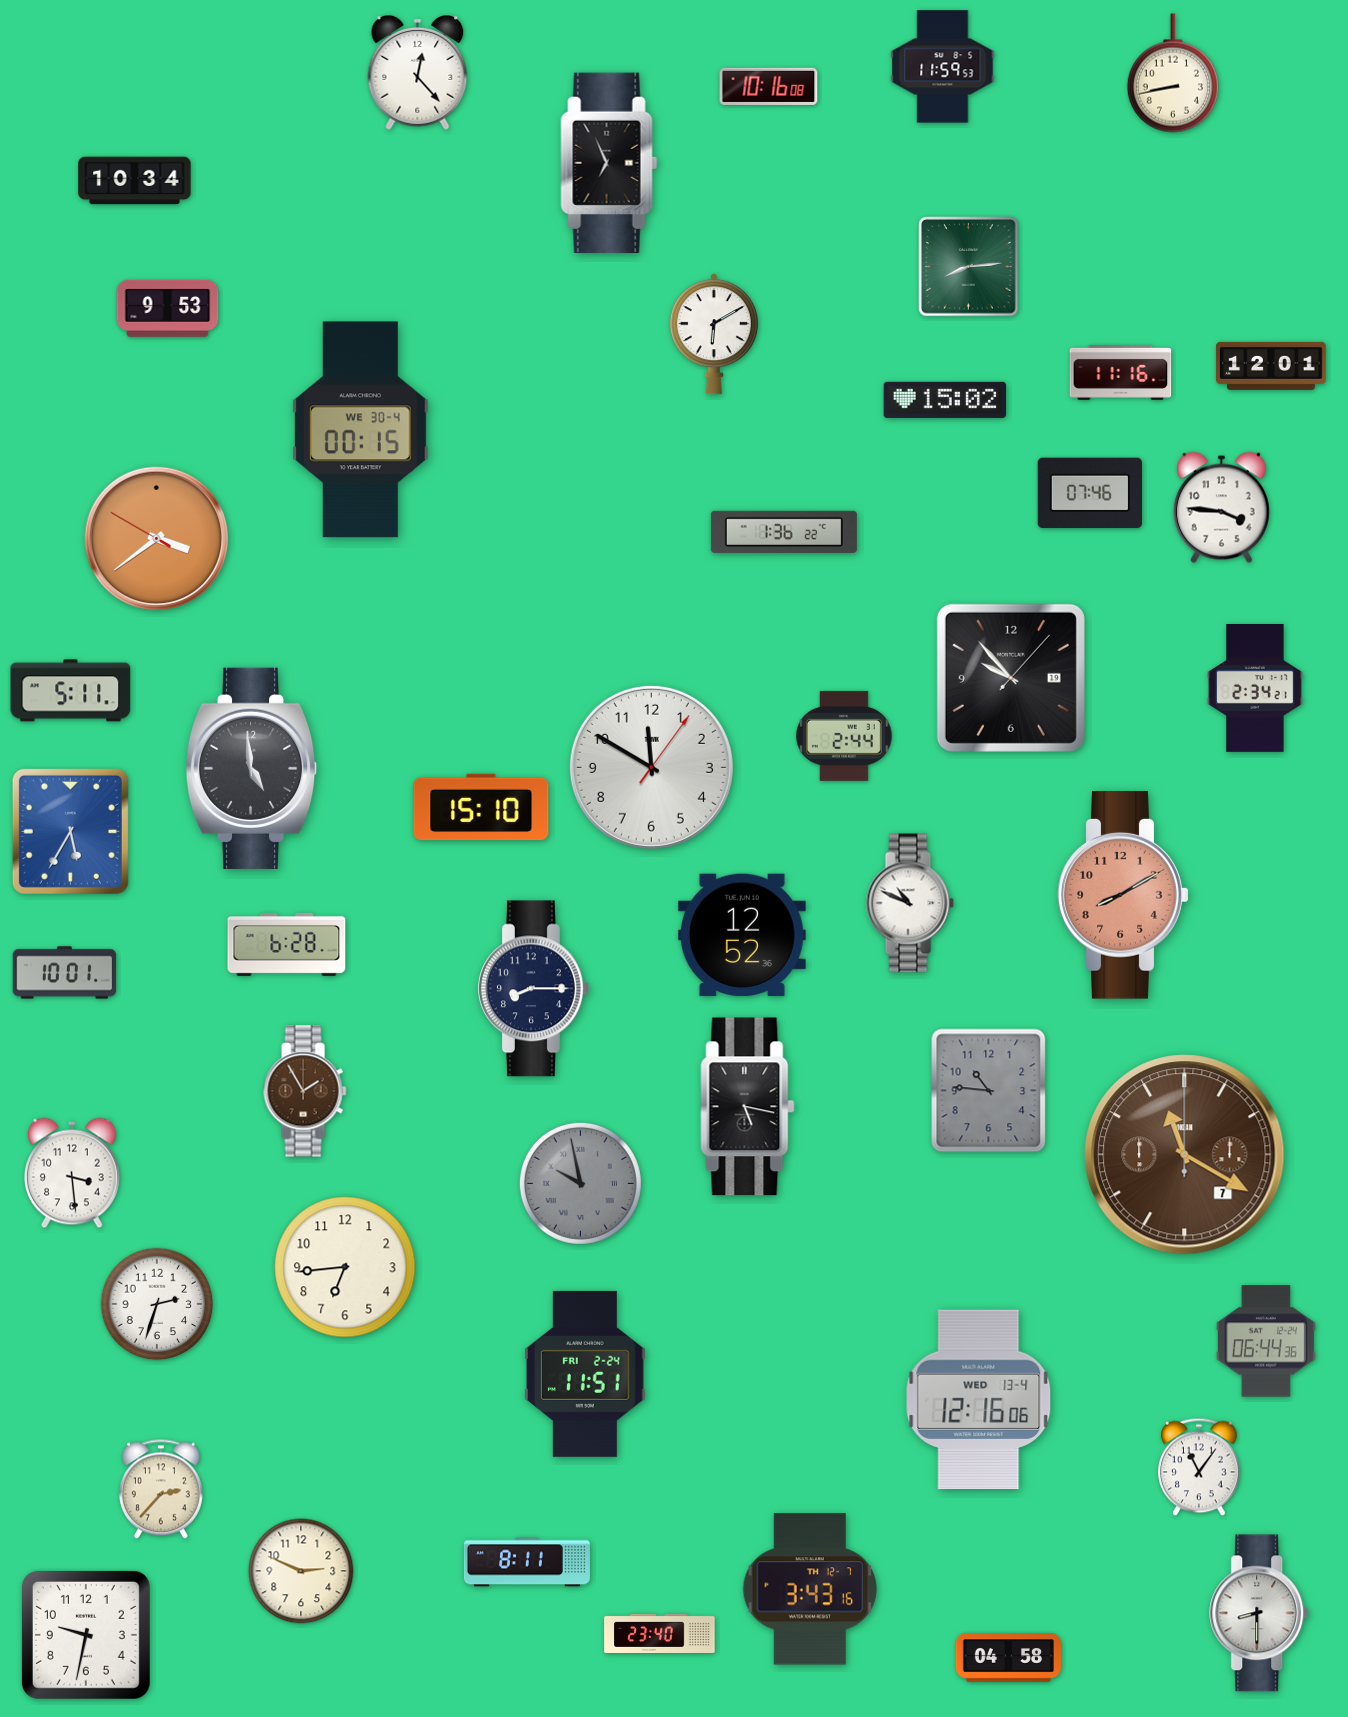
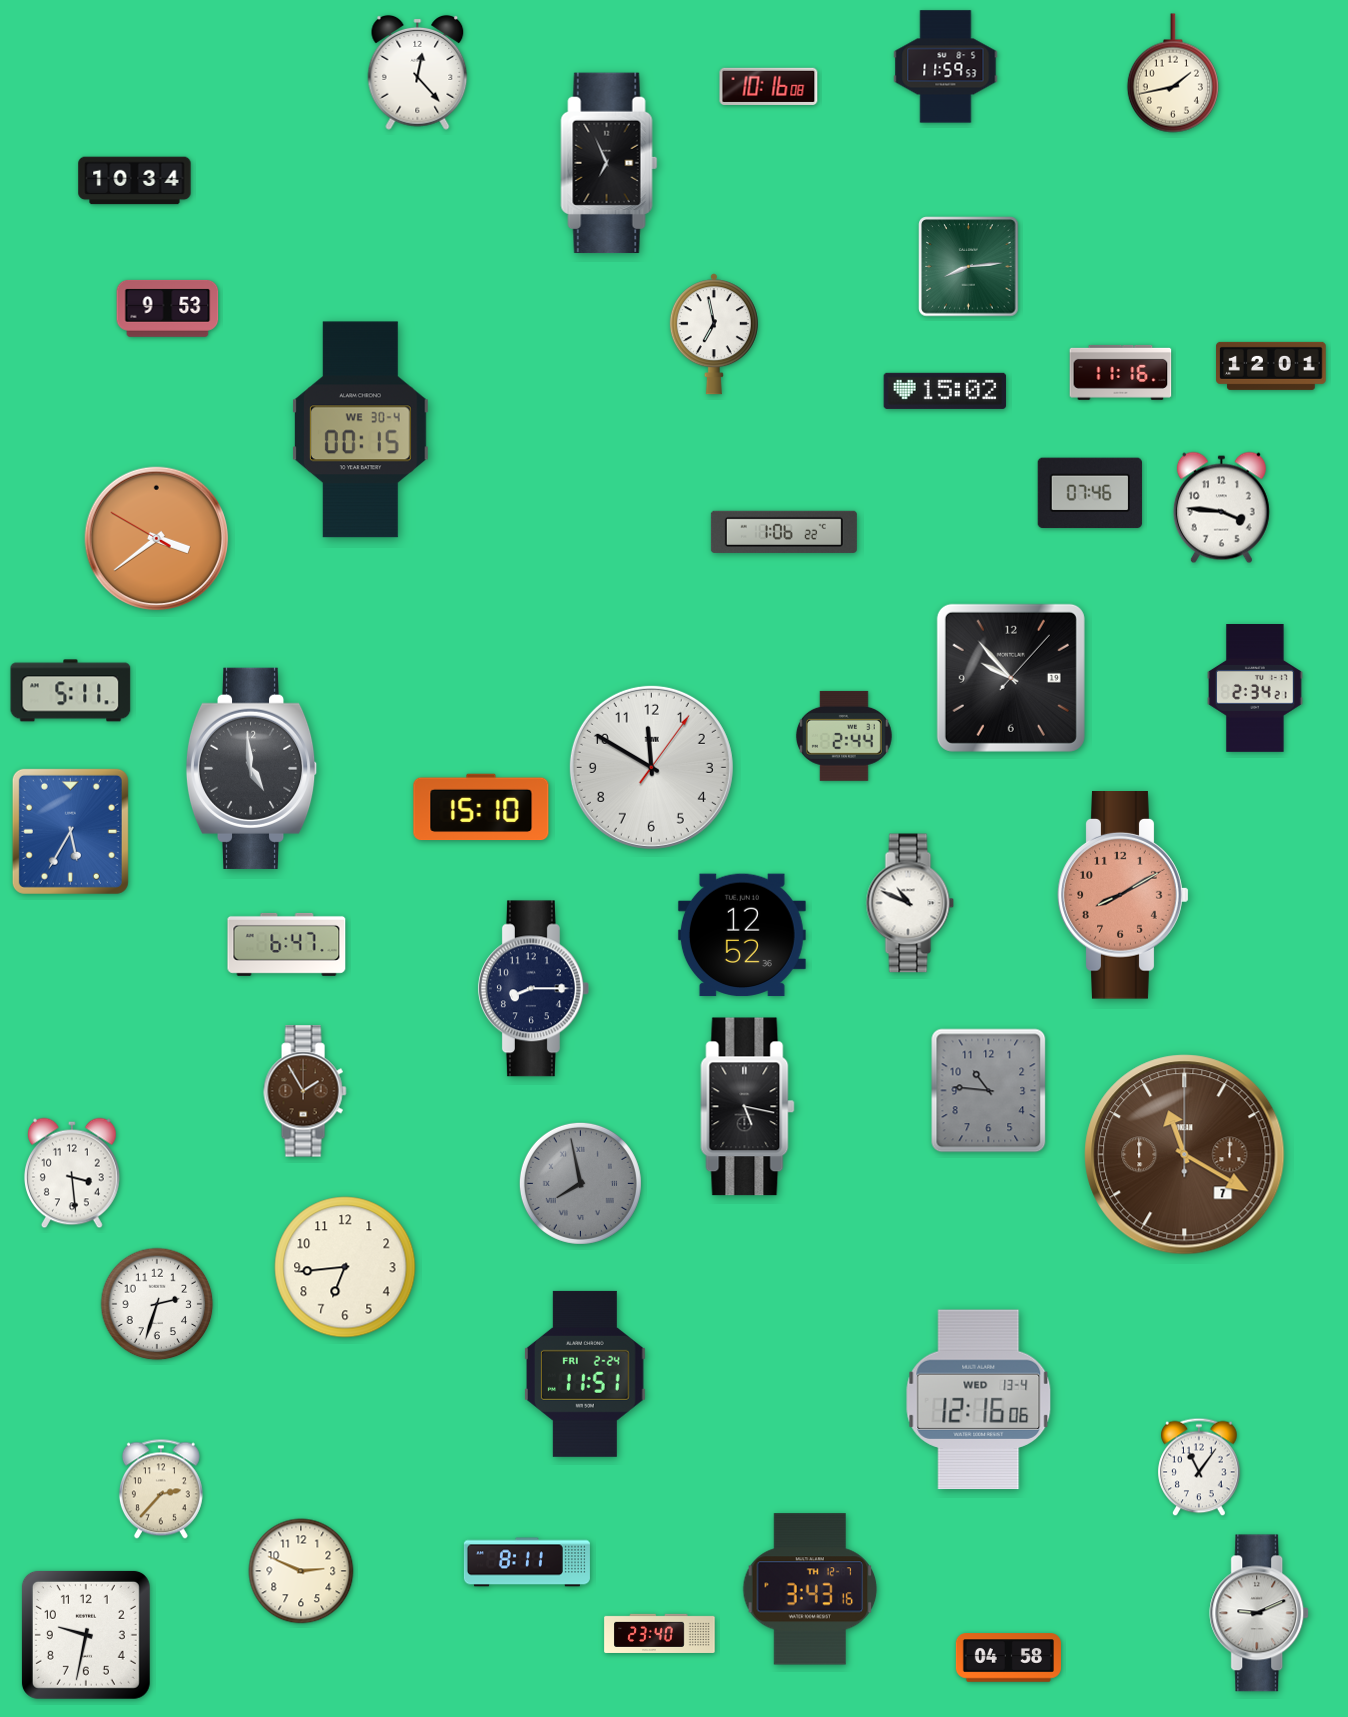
clock at (943, 67) position: (943, 67) -> (946, 67)
clock at (1173, 73): 8:43 -> 1:43
clock at (714, 334): 6:10 -> 6:58
clock at (945, 400) position: (945, 400) -> (945, 391)
clock at (784, 532): 1:36 -> 1:06
clock at (287, 944): 6:28 -> 6:47
clock at (65, 973): 10:01 -> none
clock at (580, 1183): 9:58 -> 7:58
clock at (1266, 1341): 06:44 -> none
clock at (1260, 1613): 8:30 -> 9:11
